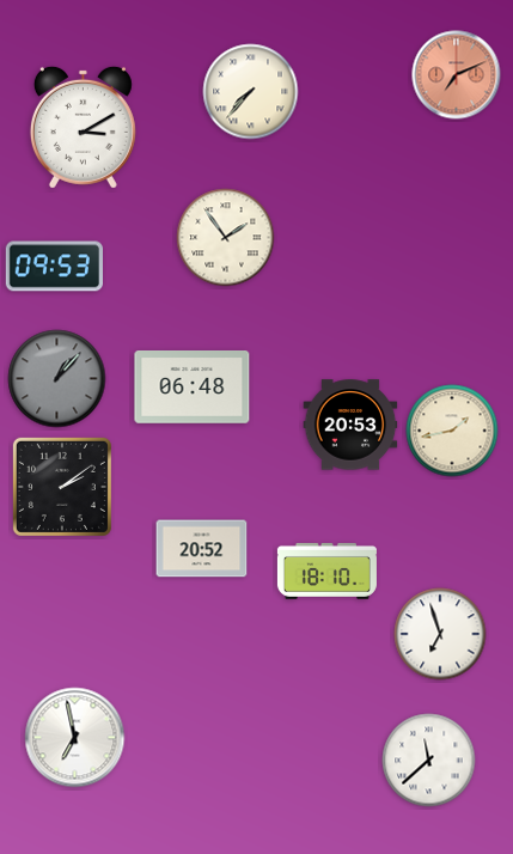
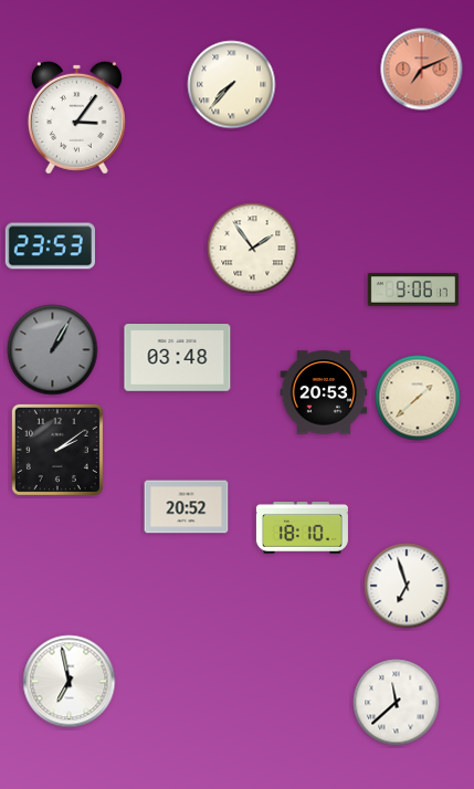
clock at (83, 127): 3:10 -> 3:06
clock at (226, 238) position: (226, 238) -> (253, 249)
clock at (54, 267): 09:53 -> 23:53
clock at (413, 290): none -> 9:06
clock at (57, 379): 1:07 -> 1:05
clock at (193, 388): 06:48 -> 03:48
clock at (452, 431): 1:43 -> 1:38
